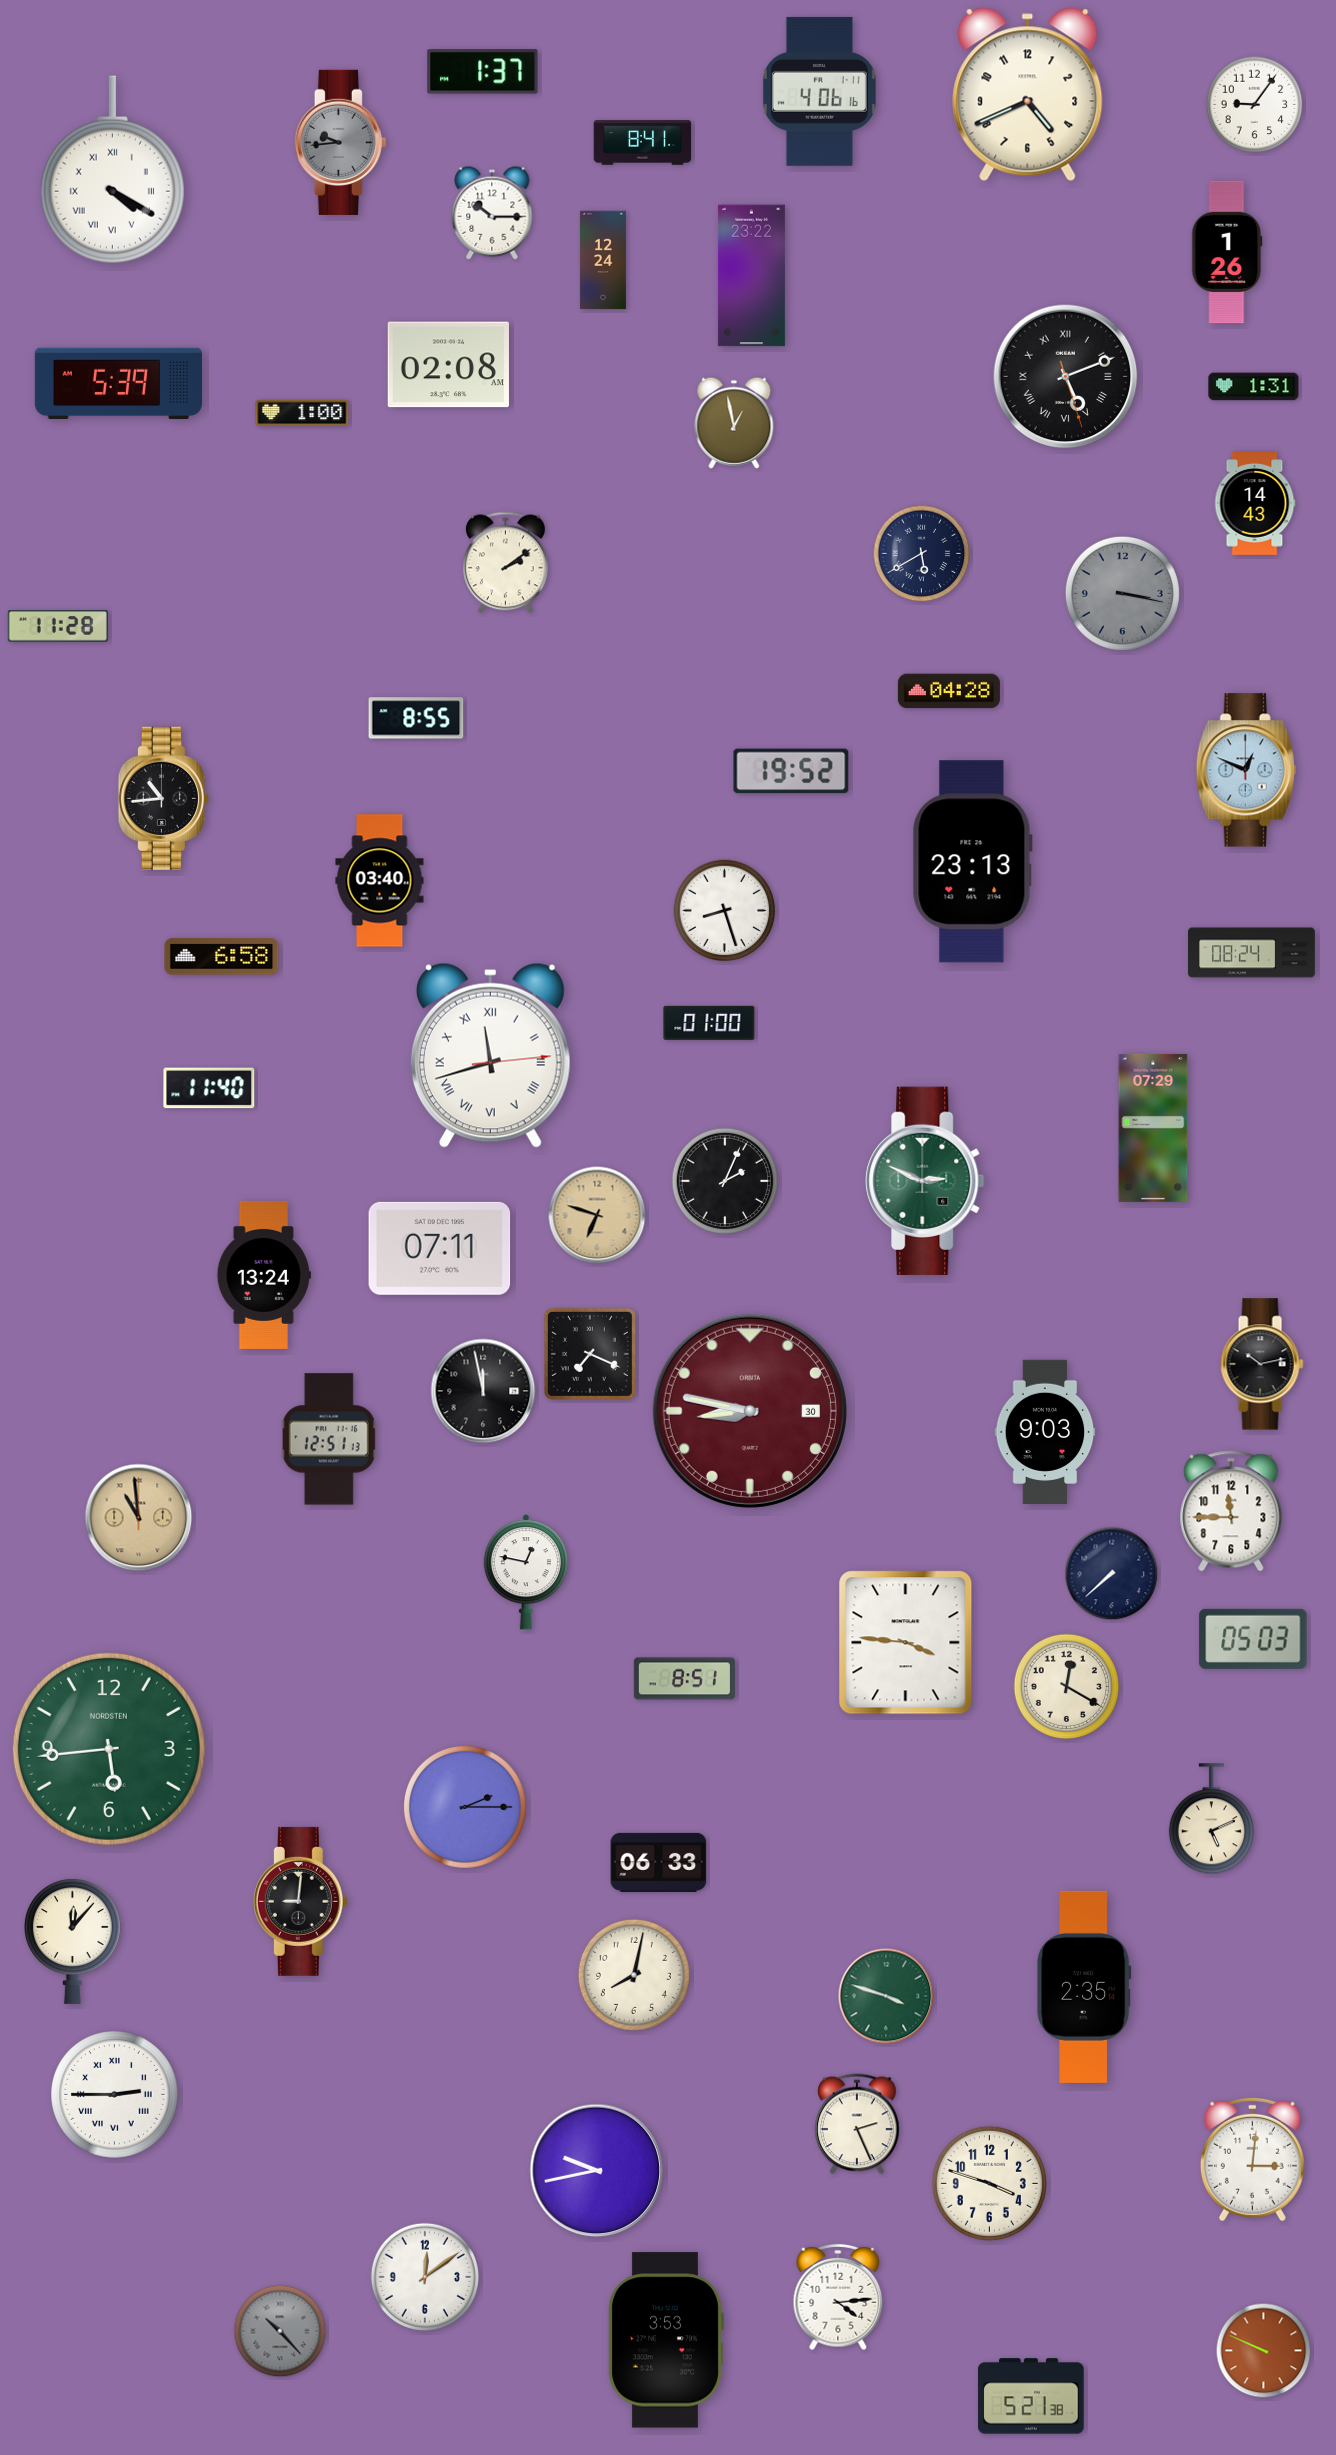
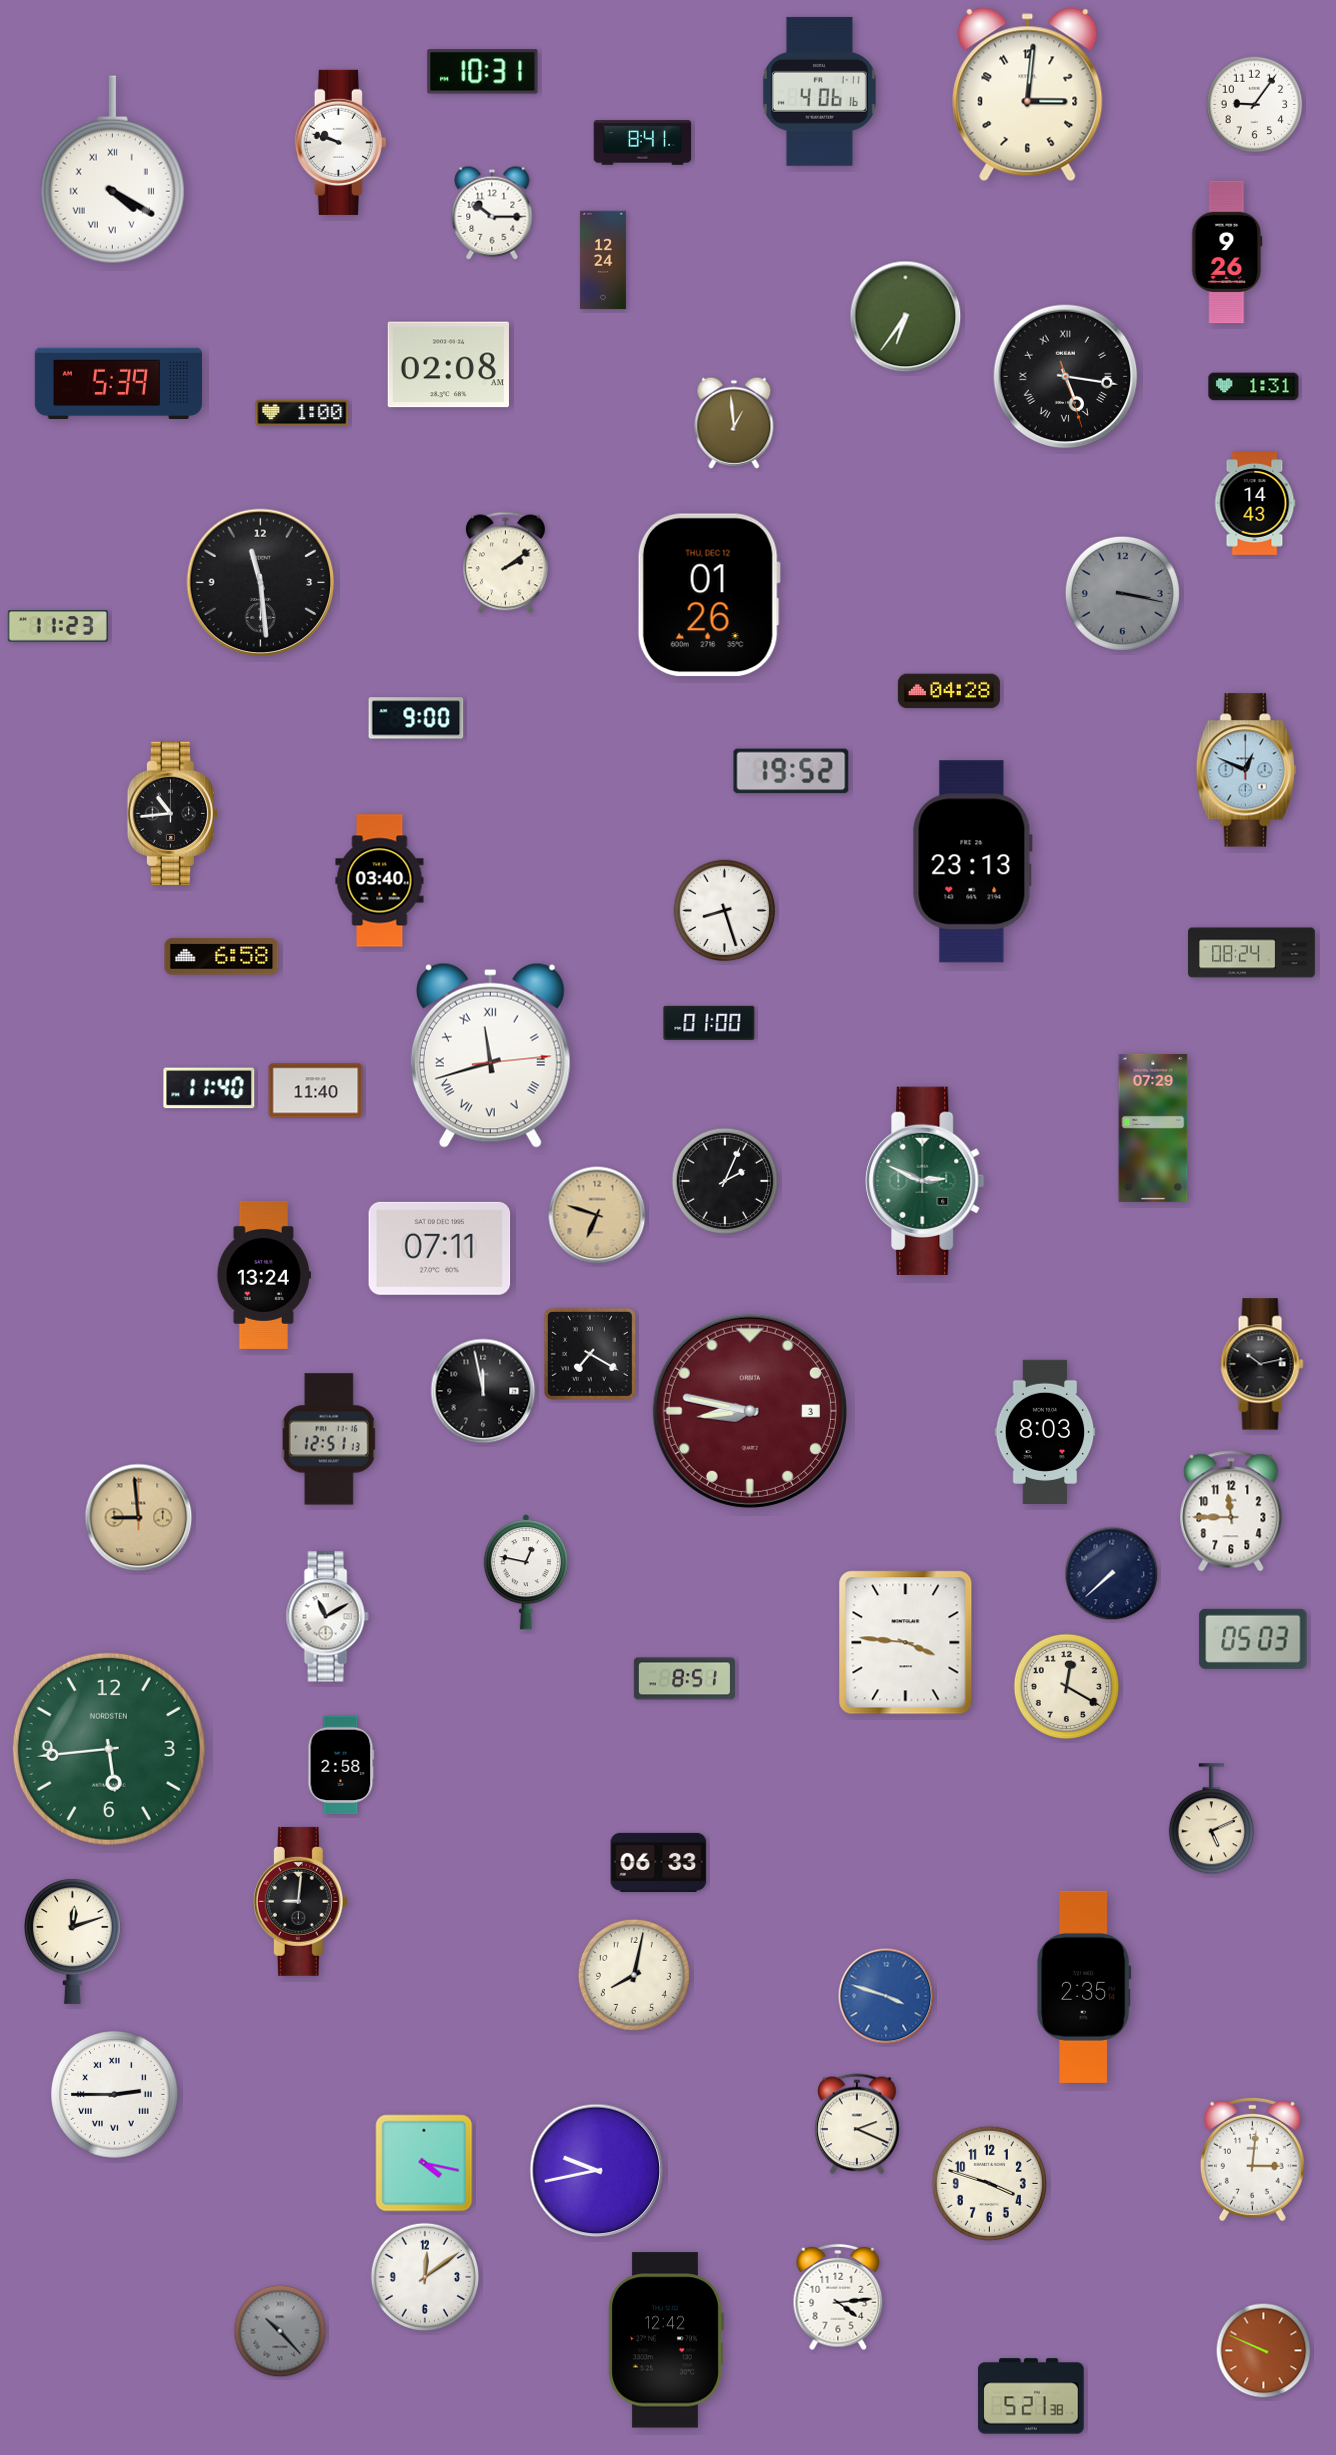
clock at (483, 72): 1:37 -> 10:31
clock at (1028, 95): 4:41 -> 3:01
clock at (340, 142): 9:44 -> 9:48
clock at (340, 142) dial: grey -> white
clock at (1227, 252): 1:26 -> 9:26
clock at (751, 276): 23:22 -> none
clock at (906, 317): none -> 6:36
clock at (1066, 377): 5:11 -> 5:16
clock at (734, 423): 12:58 -> 12:59
clock at (922, 554): 5:40 -> none
clock at (261, 583): none -> 11:29
clock at (709, 595): none -> 01:26
clock at (58, 627): 11:28 -> 11:23
clock at (416, 718): 8:55 -> 9:00
clock at (163, 799) position: (163, 799) -> (172, 814)
clock at (316, 1091): none -> 11:40
clock at (590, 1354): 7:19 -> 7:20
clock at (750, 1411) date: 30 -> 3
clock at (1045, 1431): 9:03 -> 8:03
clock at (139, 1518): 10:59 -> 8:59
clock at (327, 1617): none -> 11:10
clock at (341, 1765): none -> 2:58
clock at (465, 1807): 2:15 -> none
clock at (72, 1941): 12:07 -> 12:12
clock at (886, 1996) dial: green -> blue
clock at (857, 2124): 2:26 -> 2:19
clock at (424, 2163): none -> 4:17
clock at (666, 2340): 3:53 -> 12:42
